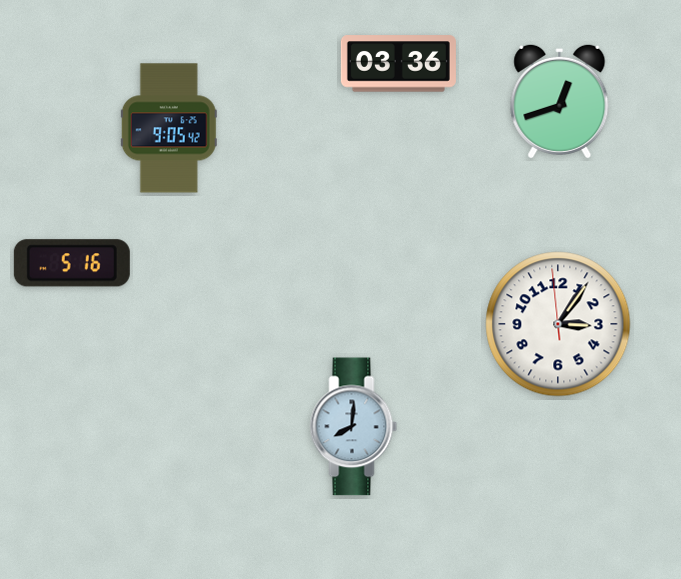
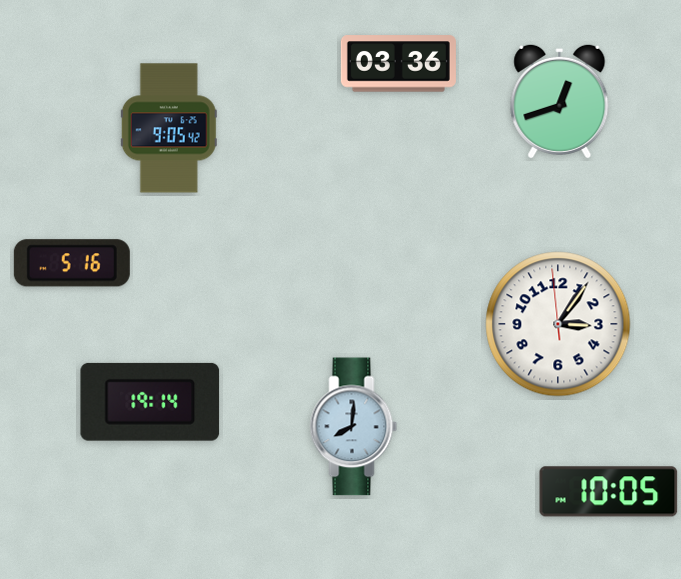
clock at (150, 402): none -> 19:14
clock at (609, 492): none -> 10:05
